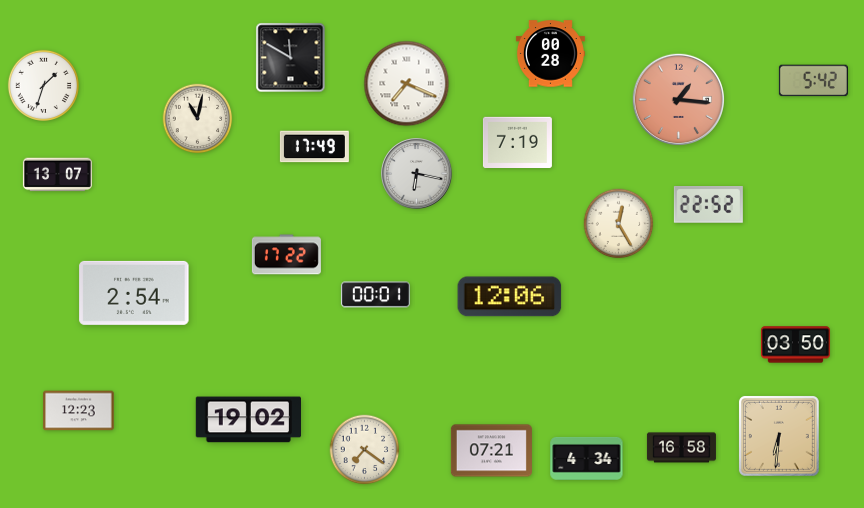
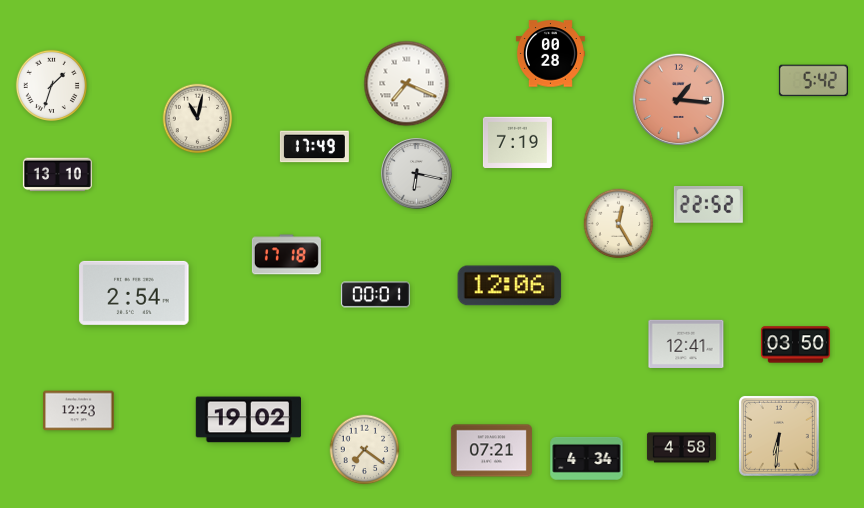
clock at (291, 58): 11:50 -> none
clock at (43, 85) position: (43, 85) -> (51, 85)
clock at (57, 175): 13:07 -> 13:10
clock at (286, 255): 17:22 -> 17:18
clock at (510, 297) position: (510, 297) -> (510, 286)
clock at (686, 344): none -> 12:41
clock at (681, 448): 16:58 -> 4:58
